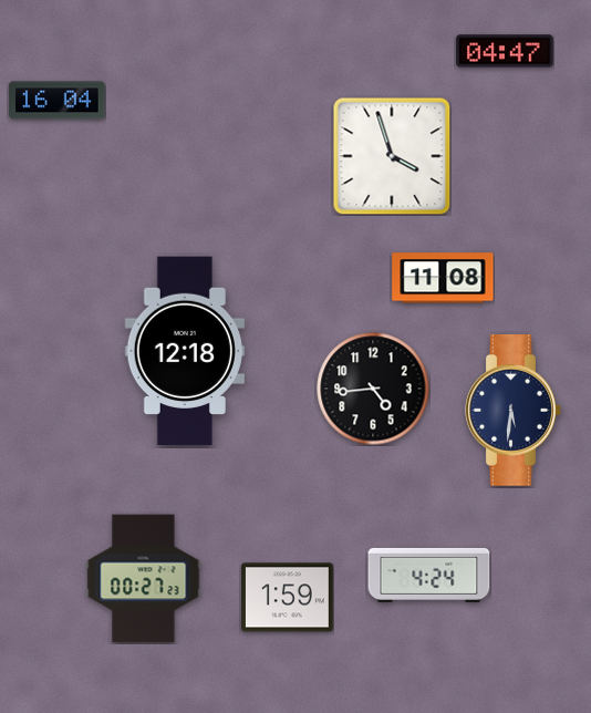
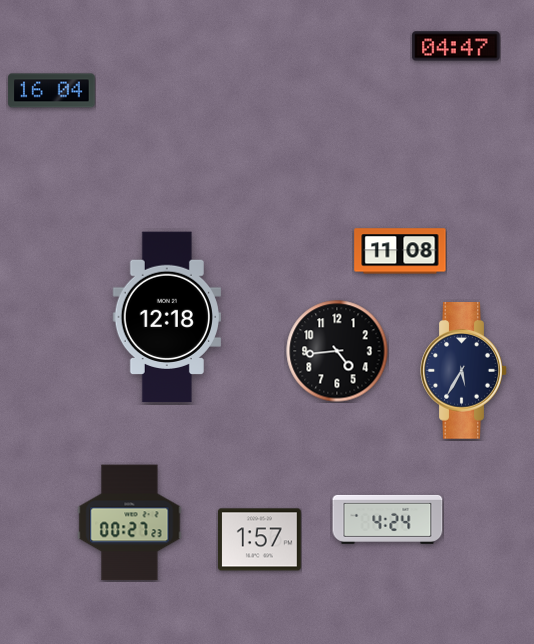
clock at (392, 156): 3:57 -> none
clock at (514, 411): 5:31 -> 5:35
clock at (288, 598): 1:59 -> 1:57
